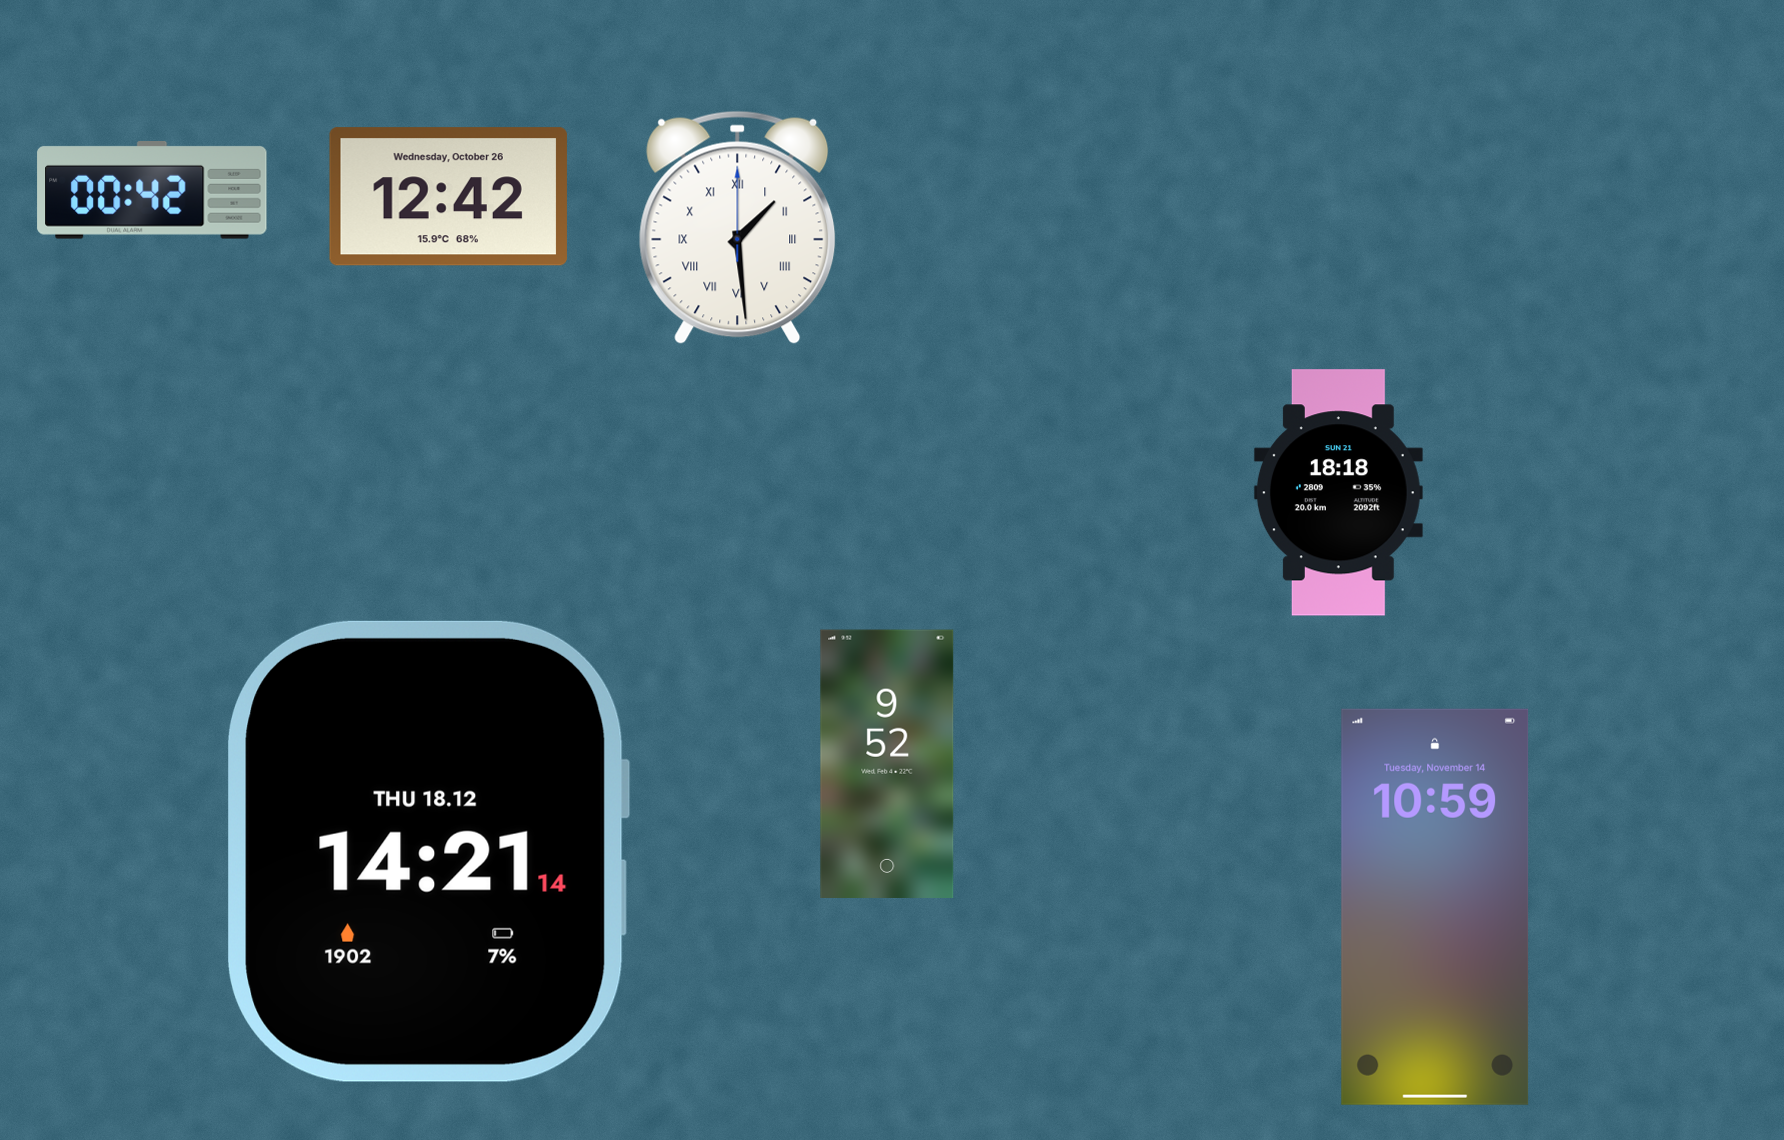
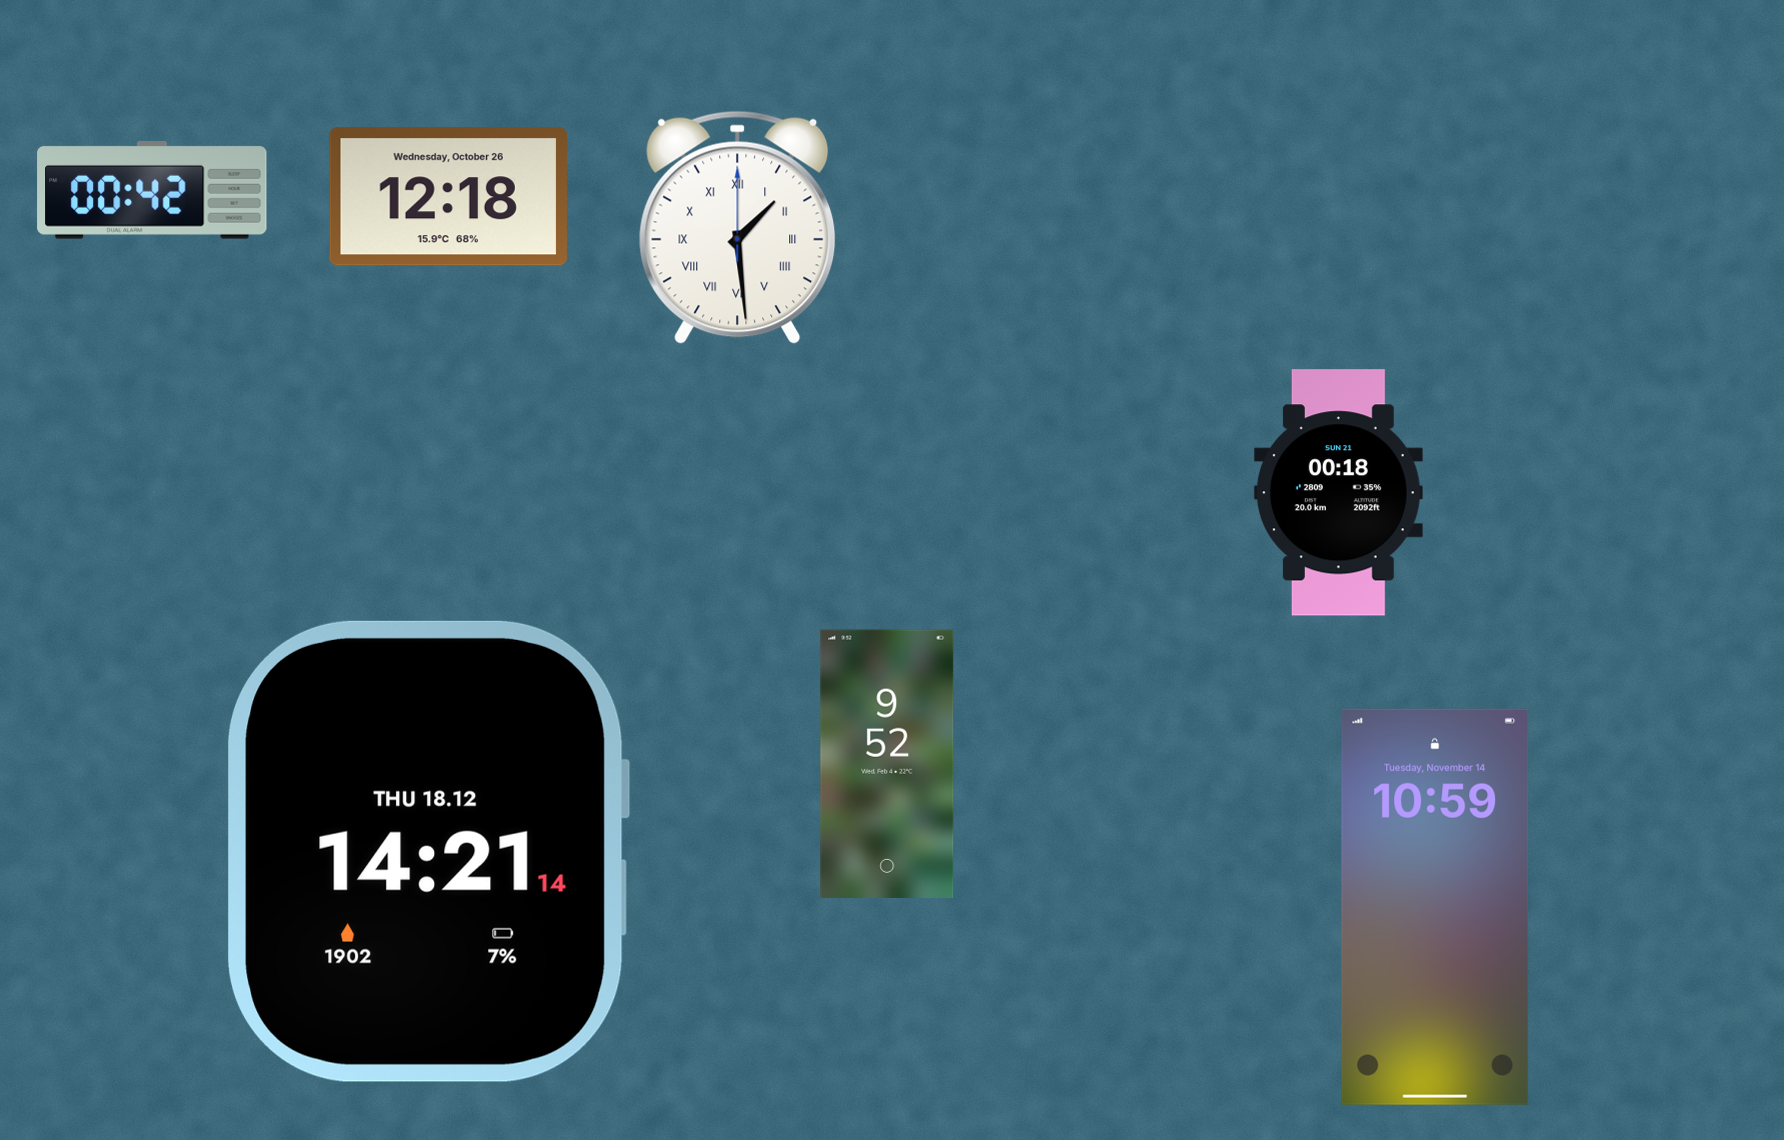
clock at (448, 197): 12:42 -> 12:18
clock at (1338, 493): 18:18 -> 00:18
